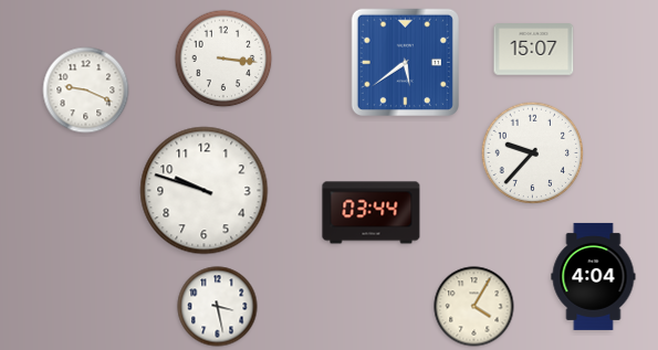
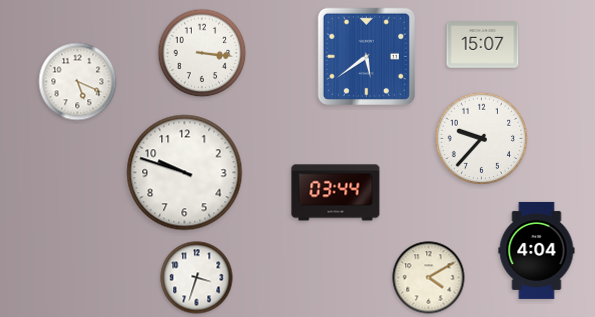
clock at (86, 91): 9:19 -> 5:19
clock at (218, 307): 3:28 -> 3:33
clock at (474, 307): 4:05 -> 4:10
